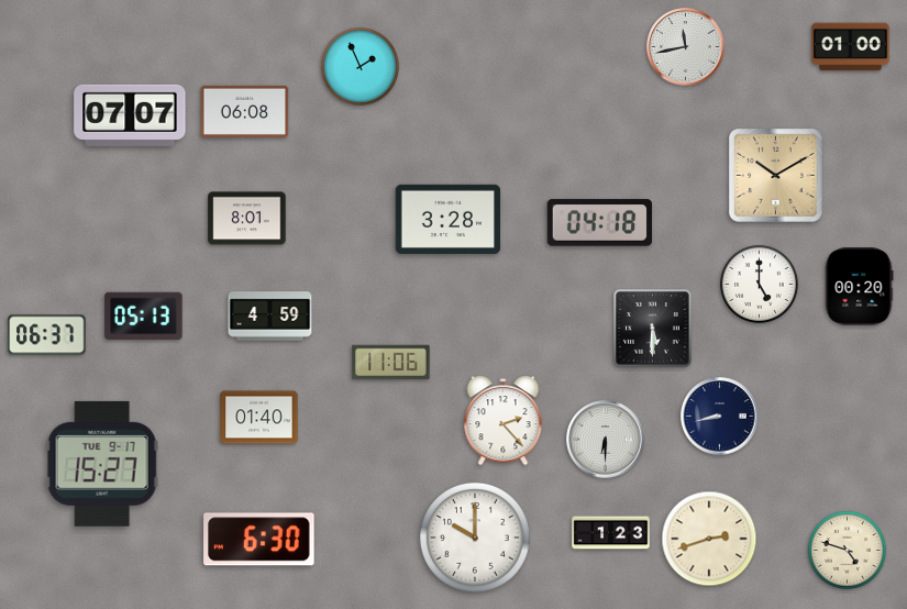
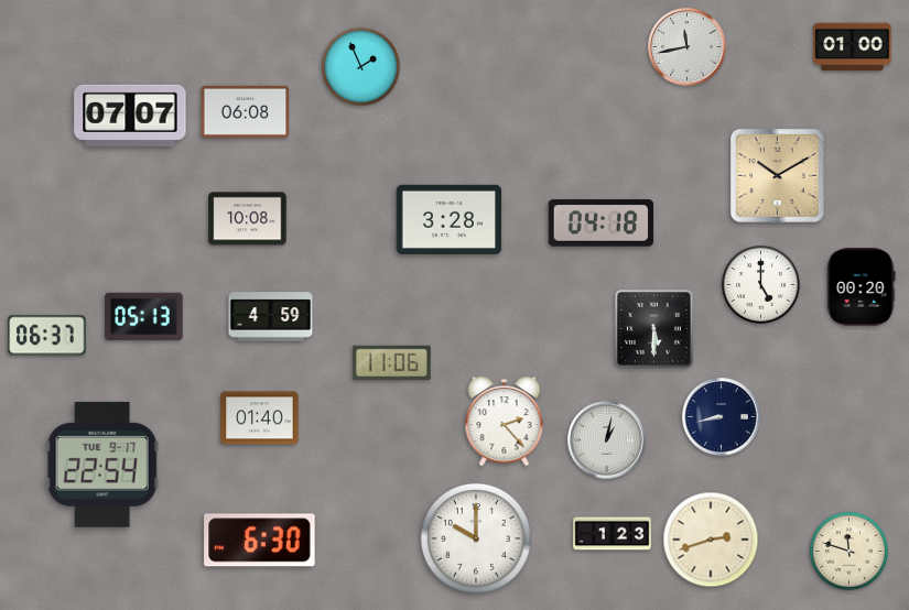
clock at (247, 219): 8:01 -> 10:08
clock at (606, 440): 6:30 -> 1:02
clock at (102, 464): 15:27 -> 22:54
clock at (847, 550): 4:48 -> 11:48
